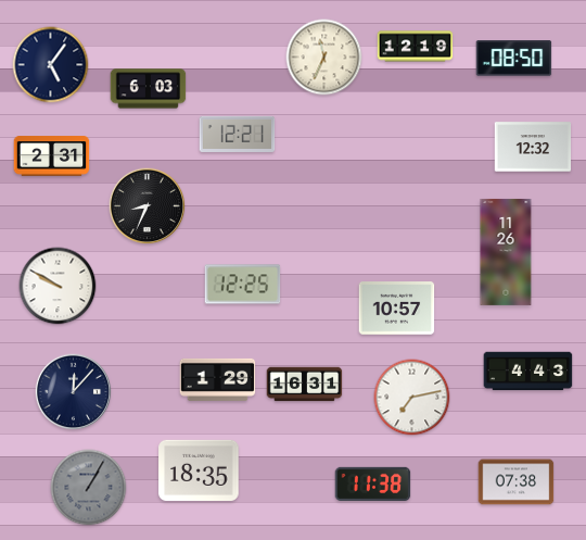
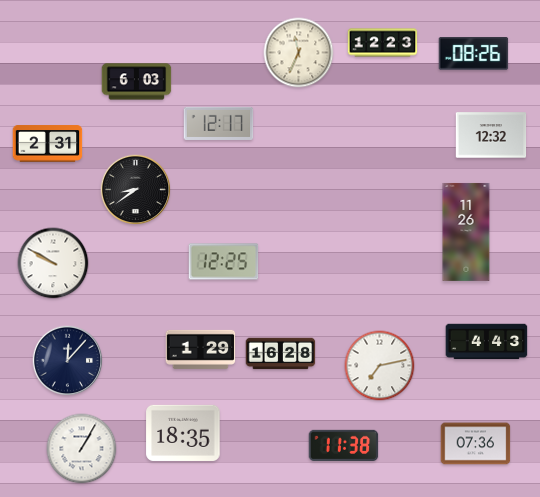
clock at (416, 47): 12:19 -> 12:23
clock at (514, 59): 08:50 -> 08:26
clock at (51, 65): 5:06 -> none
clock at (238, 134): 12:21 -> 12:17
clock at (148, 206): 8:34 -> 8:39
clock at (397, 309): 10:57 -> none
clock at (305, 385): 16:31 -> 16:28
clock at (517, 482): 07:38 -> 07:36
clock at (89, 488) dial: grey -> white
